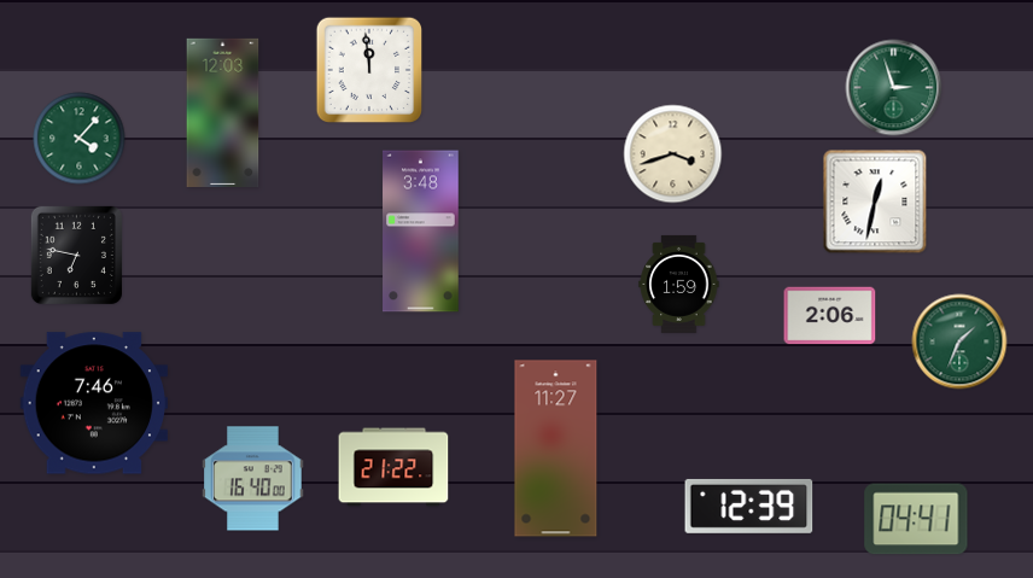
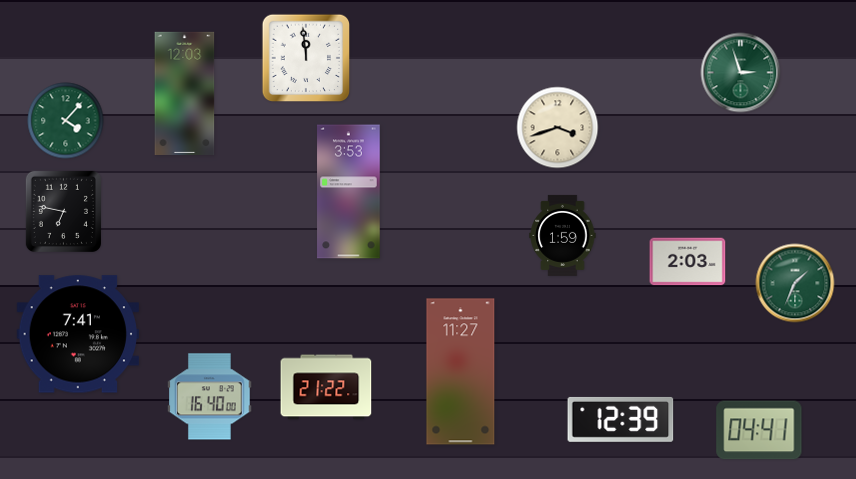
clock at (80, 139) position: (80, 139) -> (66, 121)
clock at (875, 202): 12:32 -> none
clock at (421, 232): 3:48 -> 3:53
clock at (830, 316): 2:06 -> 2:03
clock at (93, 403): 7:46 -> 7:41
